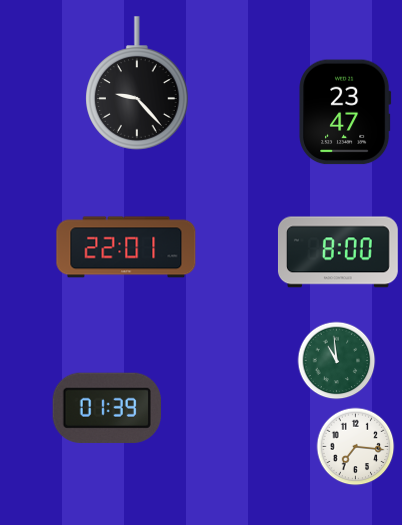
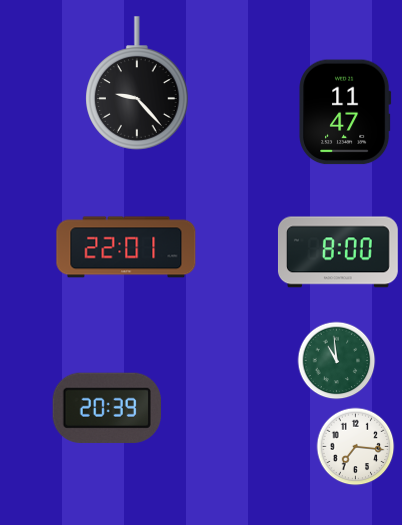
clock at (345, 112): 23:47 -> 11:47
clock at (107, 408): 01:39 -> 20:39
